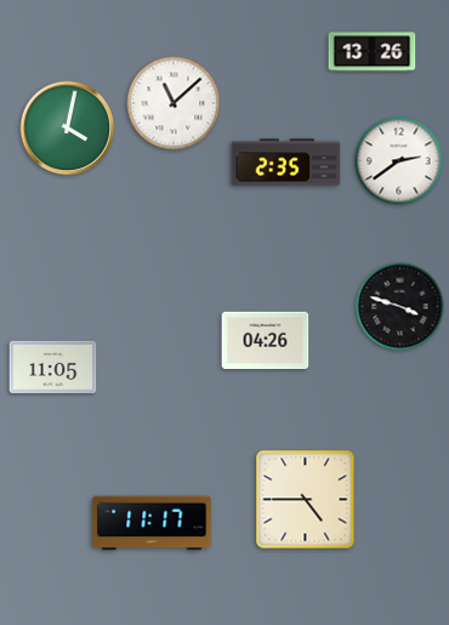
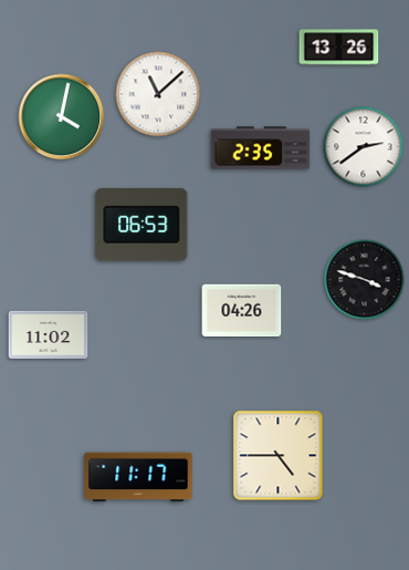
clock at (141, 225): none -> 06:53
clock at (53, 367): 11:05 -> 11:02
